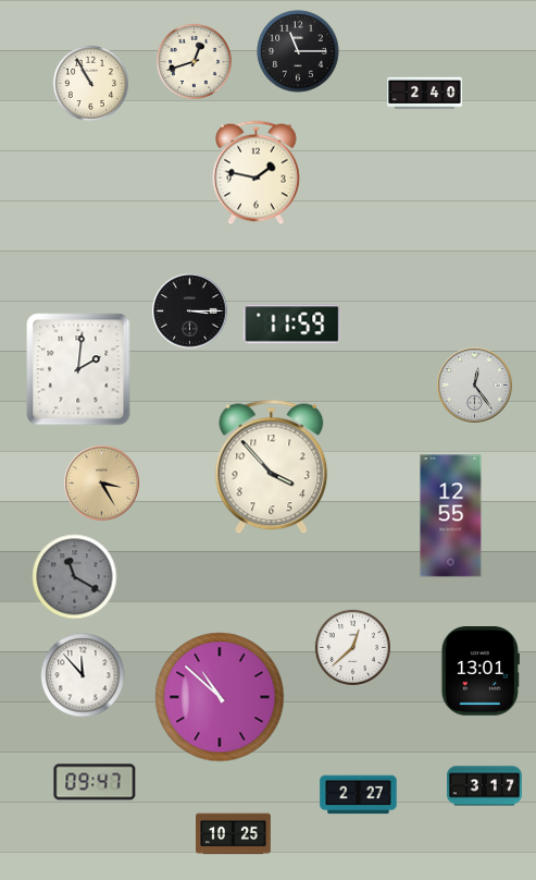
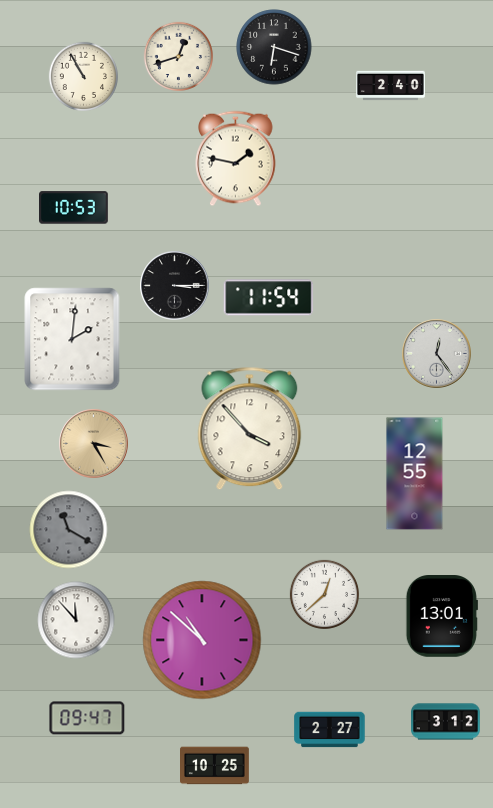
clock at (298, 51): 11:15 -> 6:18
clock at (74, 208): none -> 10:53
clock at (292, 325): 11:59 -> 11:54
clock at (485, 786): 3:17 -> 3:12
